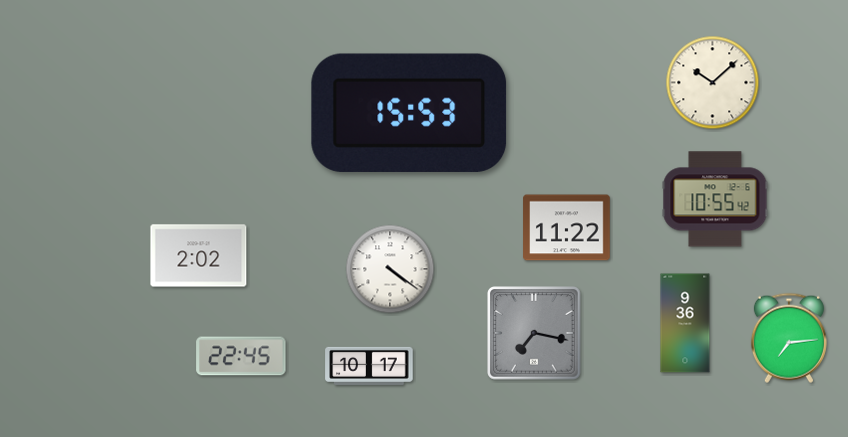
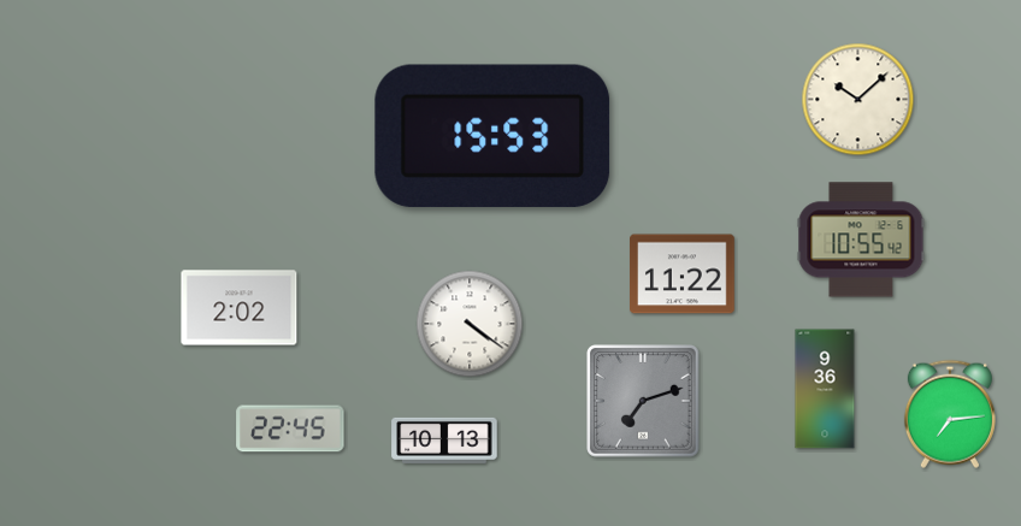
clock at (534, 333): 7:17 -> 7:12
clock at (789, 338) position: (789, 338) -> (950, 414)
clock at (369, 366): 10:17 -> 10:13
